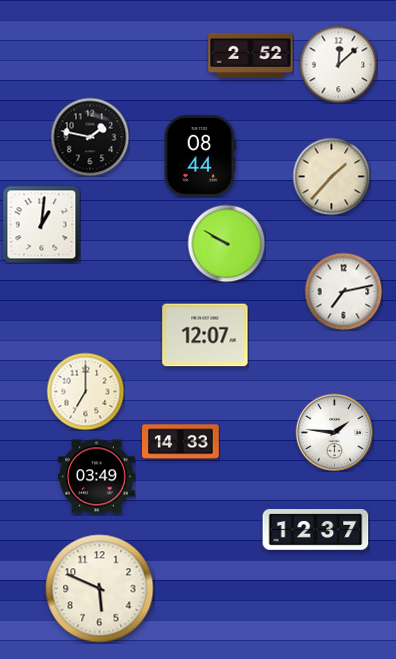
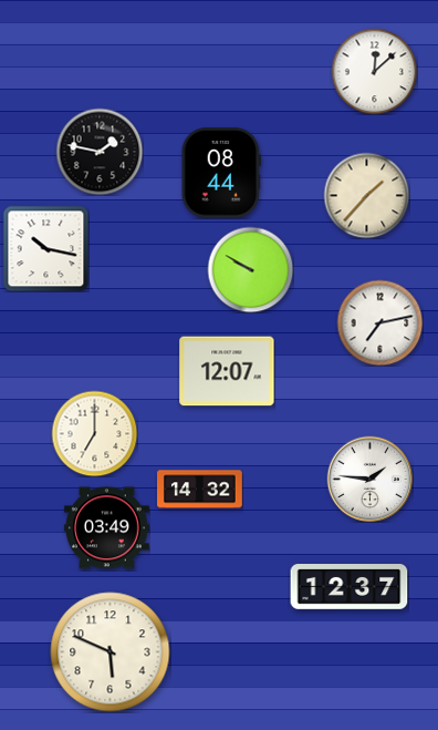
clock at (251, 55): 2:52 -> none
clock at (41, 224): 1:01 -> 10:17
clock at (181, 442): 14:33 -> 14:32
